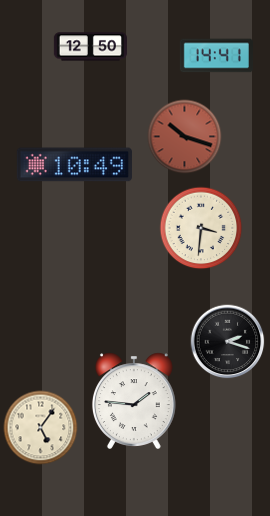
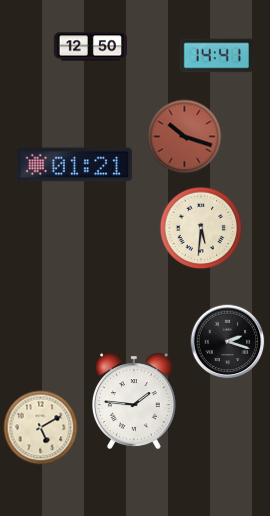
clock at (74, 165): 10:49 -> 01:21
clock at (201, 228): 3:31 -> 5:31
clock at (41, 428): 5:06 -> 5:10
